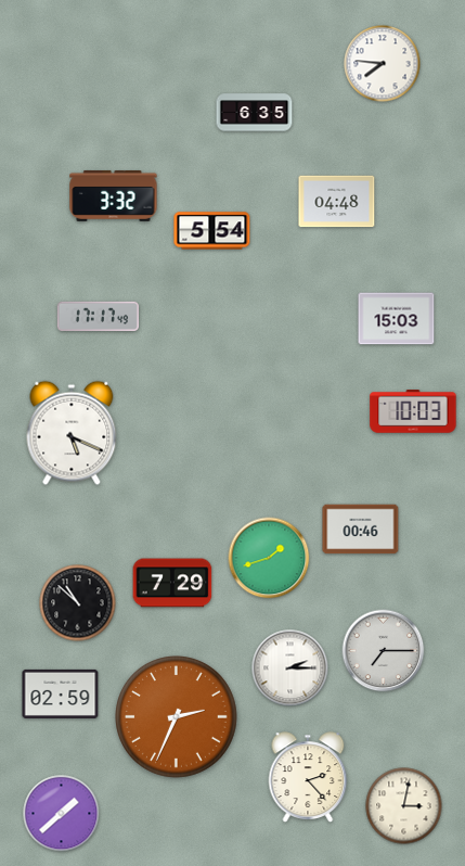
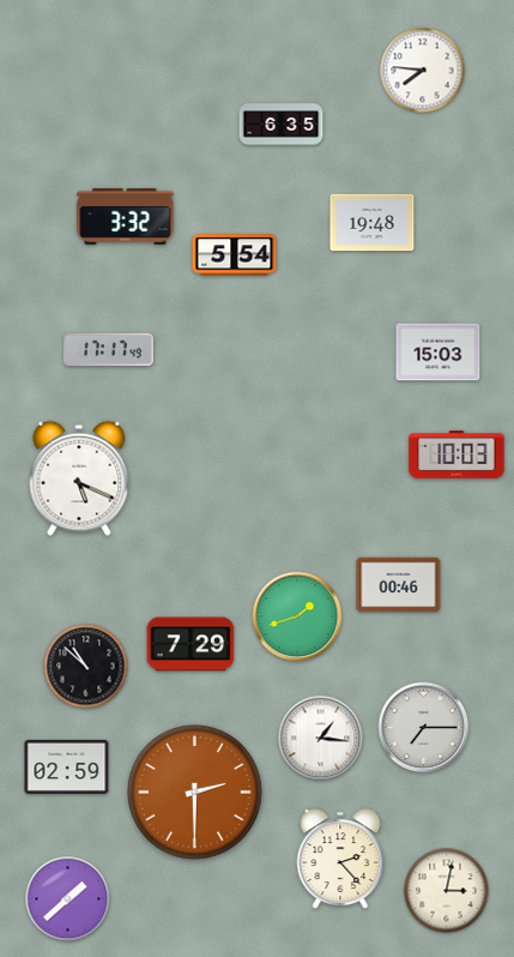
clock at (337, 202): 04:48 -> 19:48
clock at (384, 651) position: (384, 651) -> (424, 728)
clock at (290, 668): 2:15 -> 1:16
clock at (177, 717): 2:34 -> 2:30
